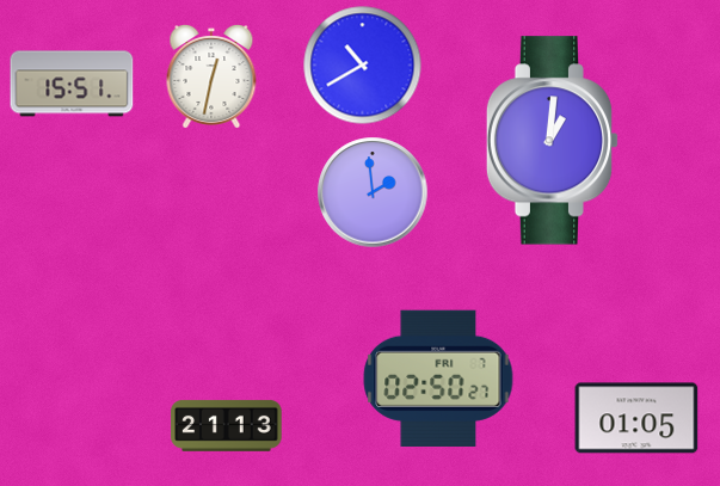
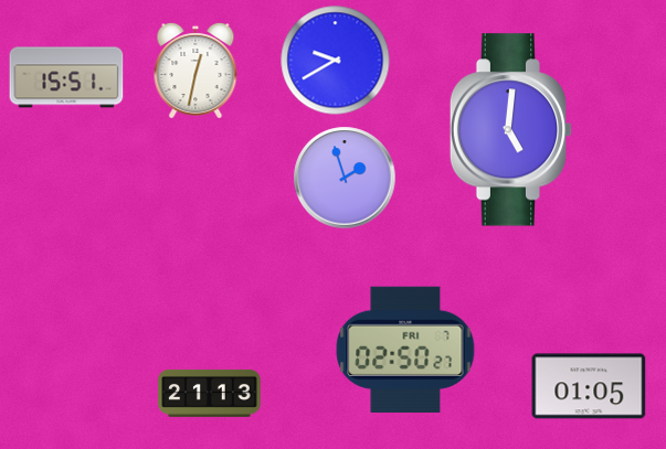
clock at (363, 66): 10:40 -> 9:40
clock at (553, 141): 1:01 -> 5:01
clock at (373, 192): 1:59 -> 1:57
